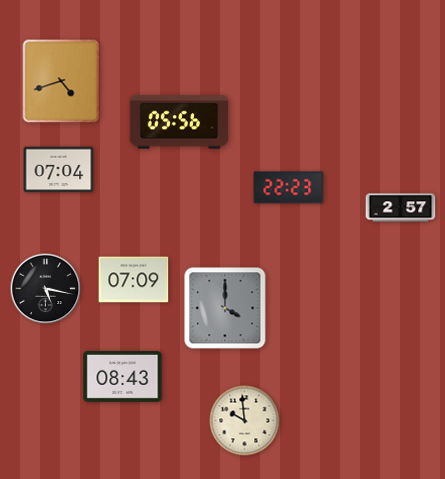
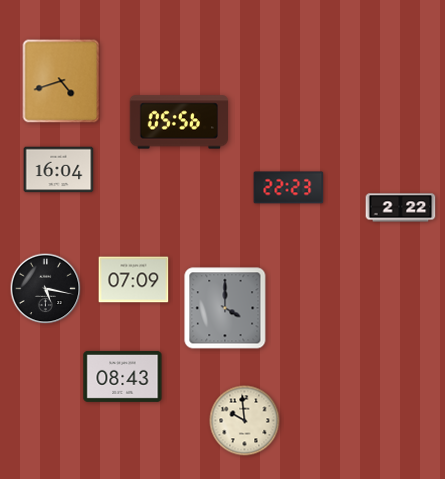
clock at (59, 170): 07:04 -> 16:04
clock at (401, 208): 2:57 -> 2:22
